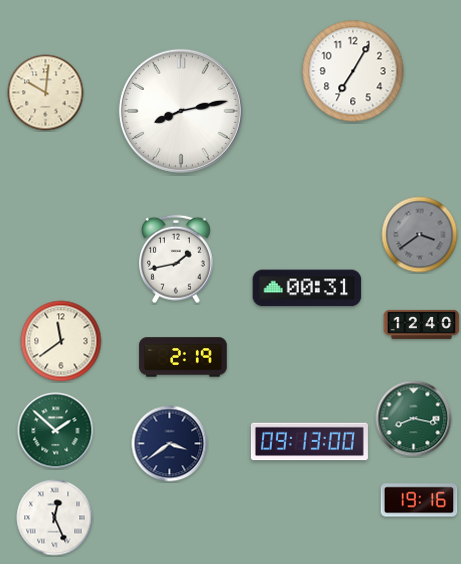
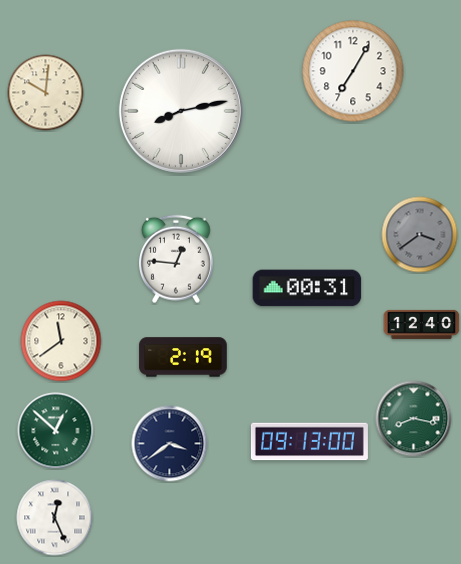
clock at (176, 259): 1:43 -> 12:46
clock at (56, 431): 1:52 -> 12:52
clock at (419, 500): 19:16 -> none
